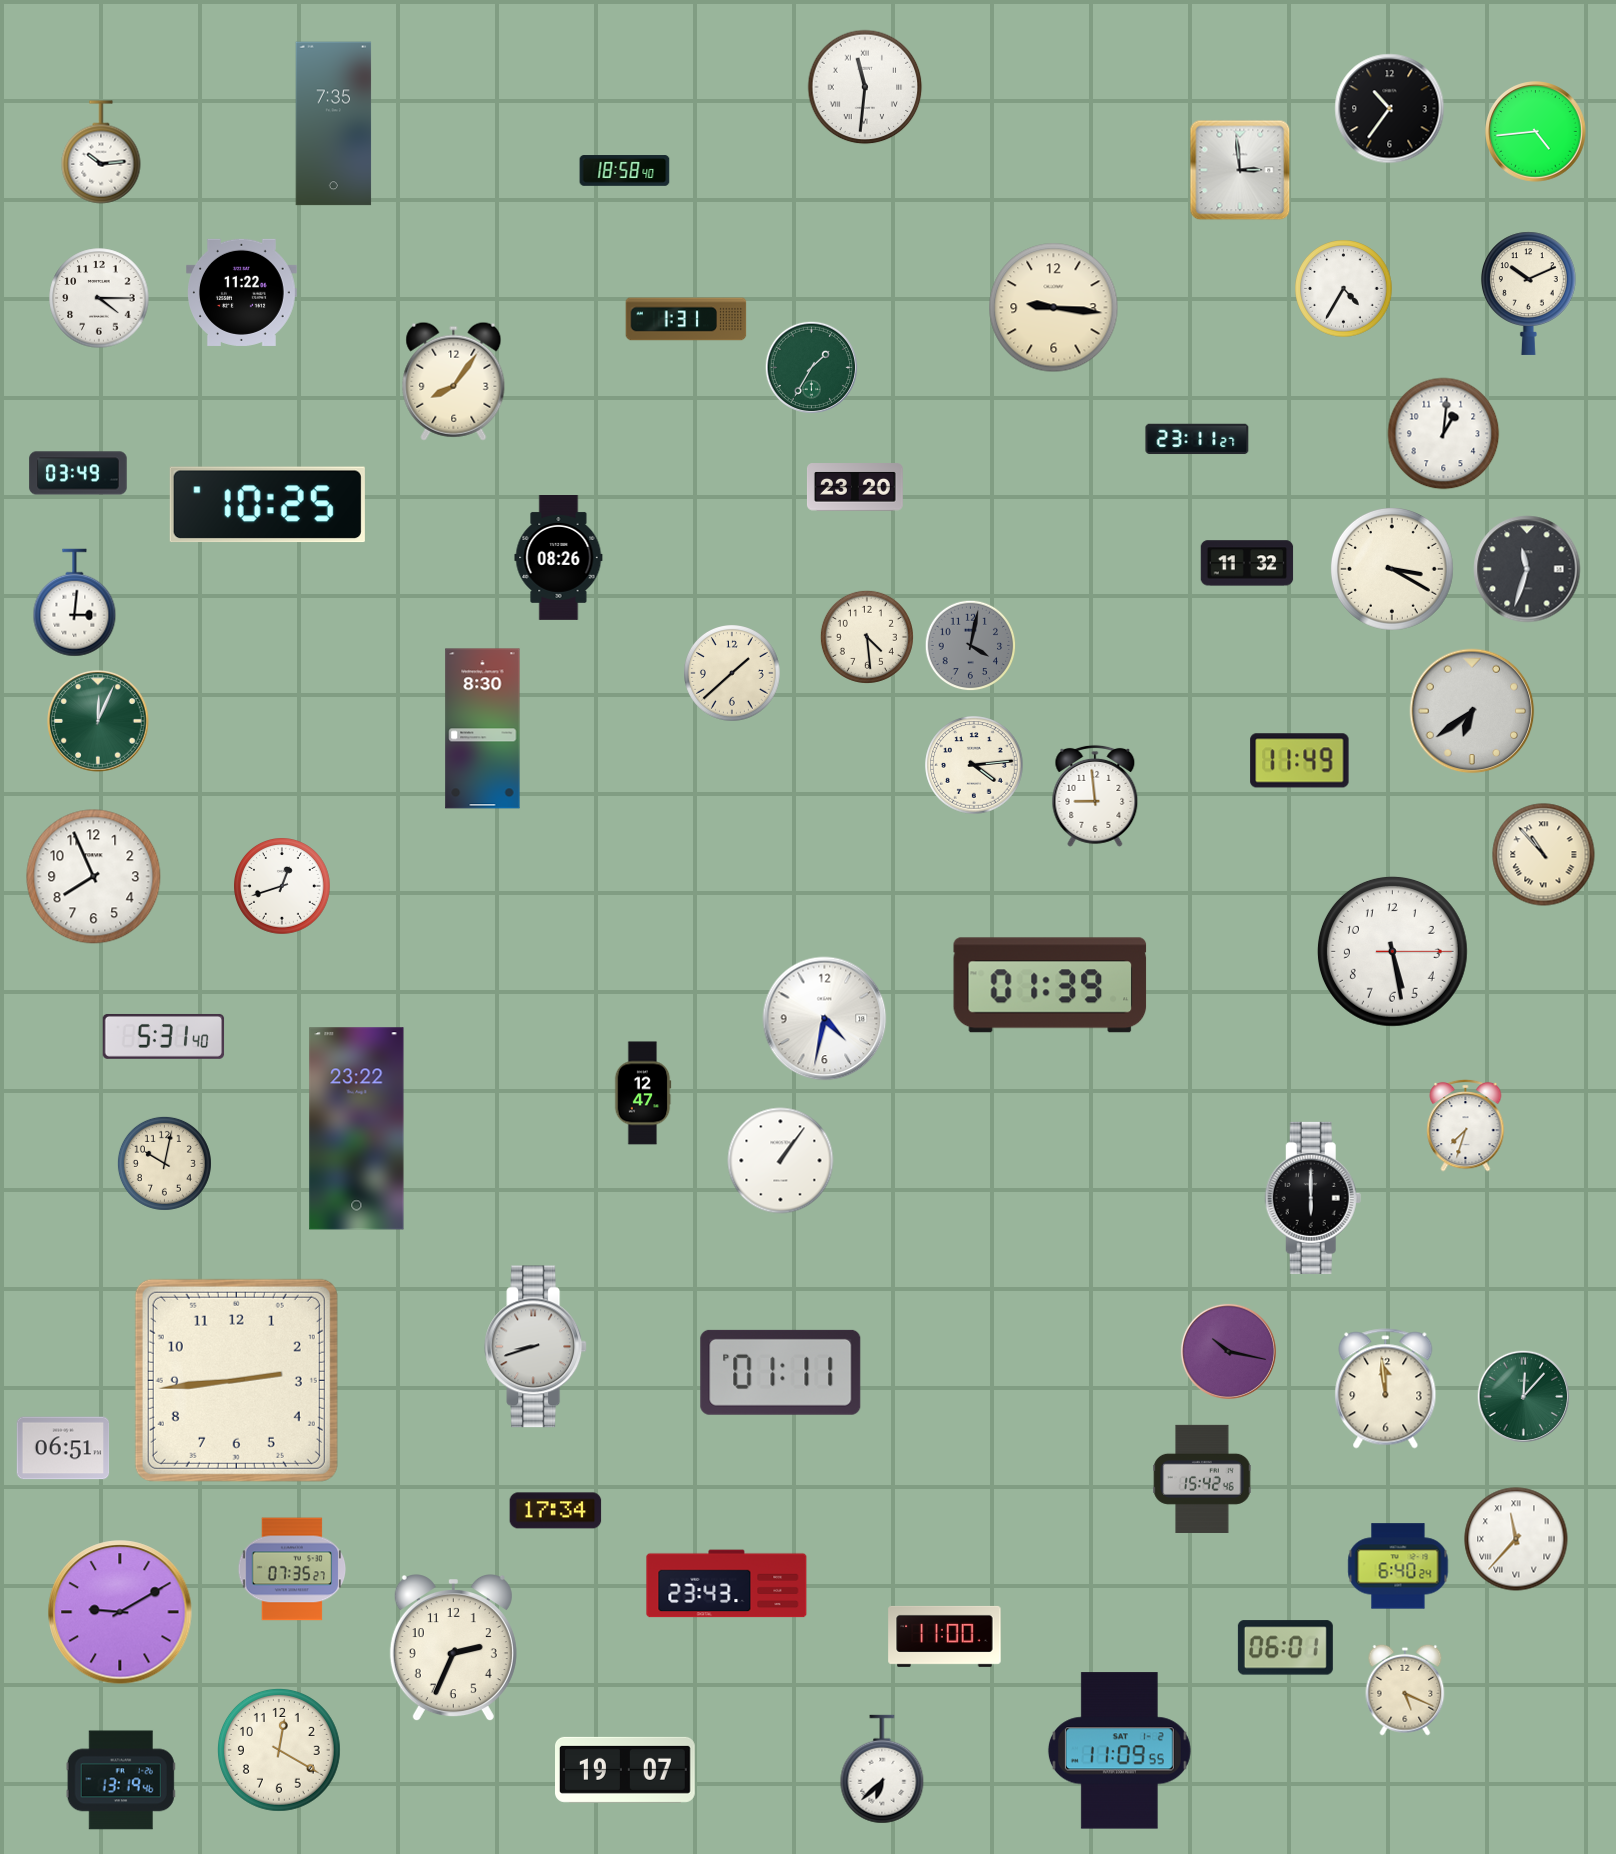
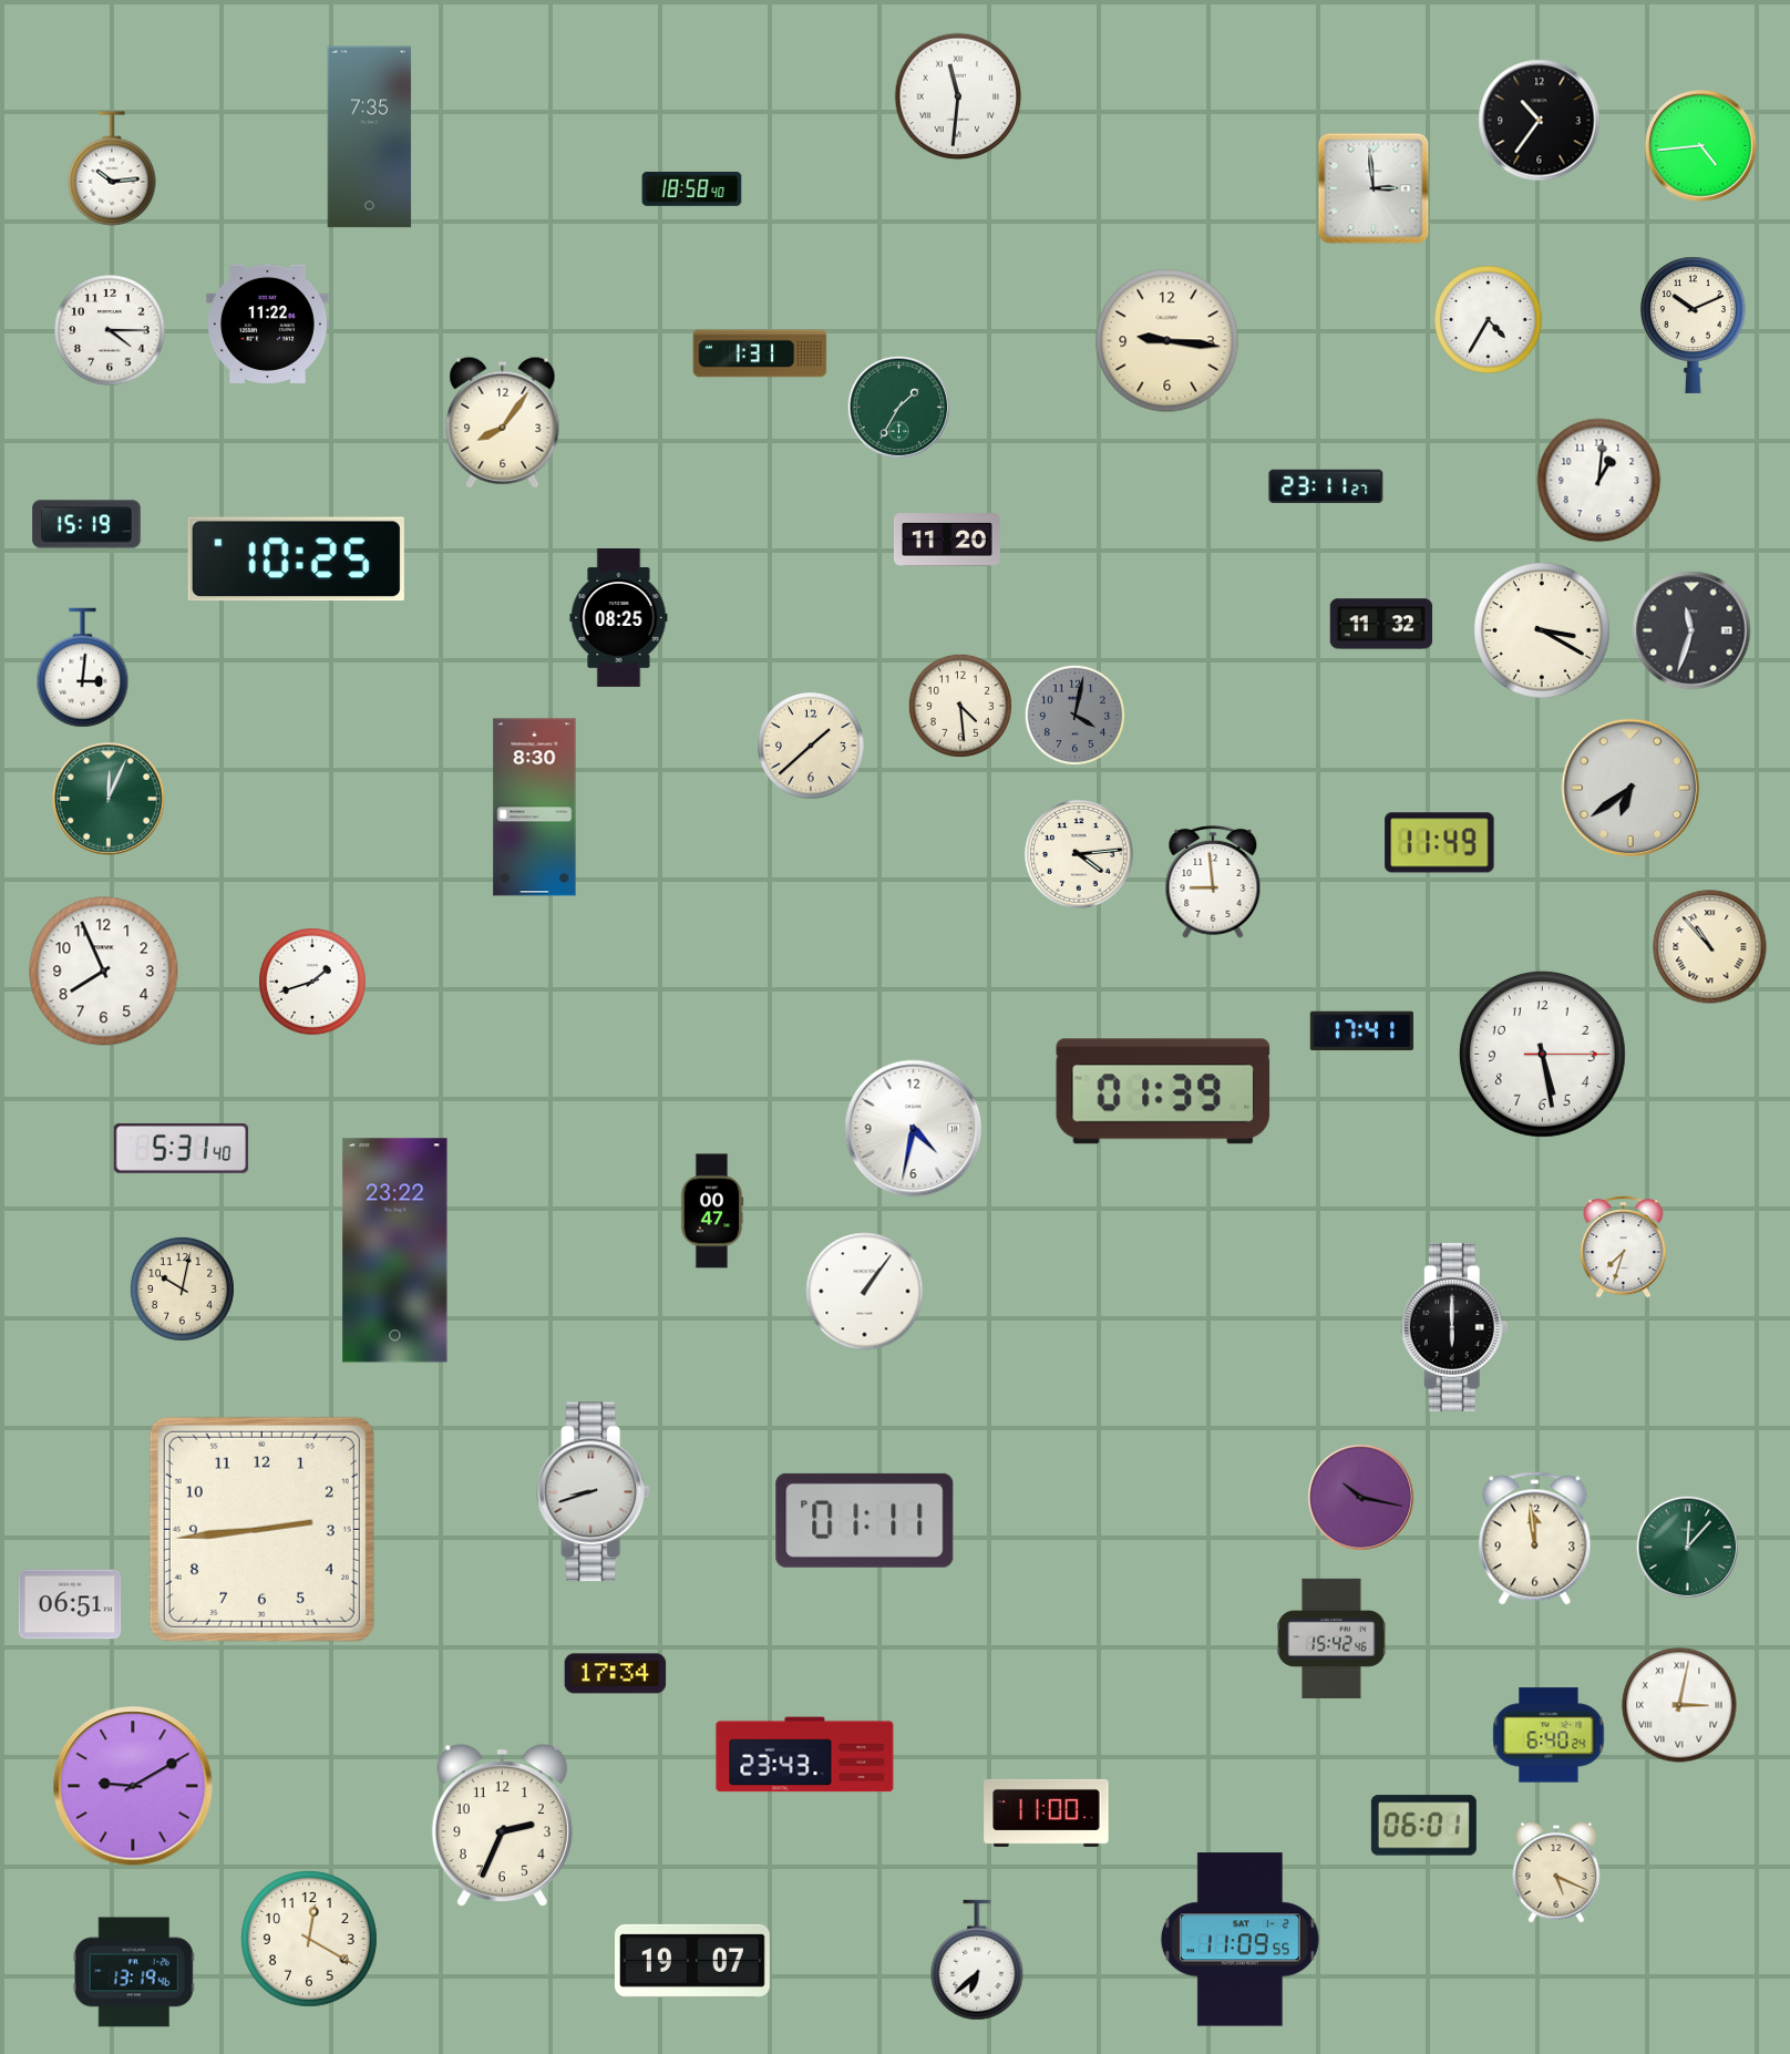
clock at (78, 473): 03:49 -> 15:19
clock at (855, 487): 23:20 -> 11:20
clock at (559, 558): 08:26 -> 08:25
clock at (974, 765) position: (974, 765) -> (1079, 854)
clock at (283, 887): 12:42 -> 1:42
clock at (1361, 1031): none -> 17:41
clock at (643, 1093): 12:47 -> 00:47
clock at (781, 1161) position: (781, 1161) -> (865, 1292)
clock at (1516, 1539): 11:37 -> 3:02
clock at (292, 1569): 07:35 -> none
